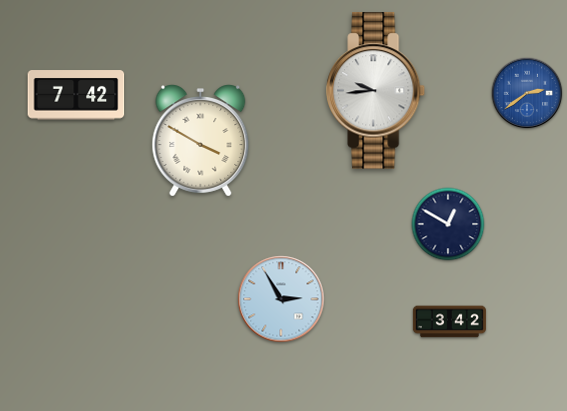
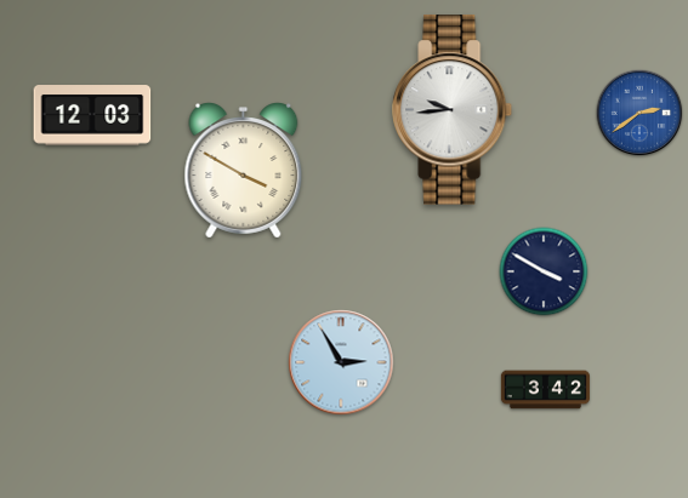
clock at (376, 91) position: (376, 91) -> (453, 110)
clock at (76, 95): 7:42 -> 12:03
clock at (448, 224): 12:50 -> 3:50
